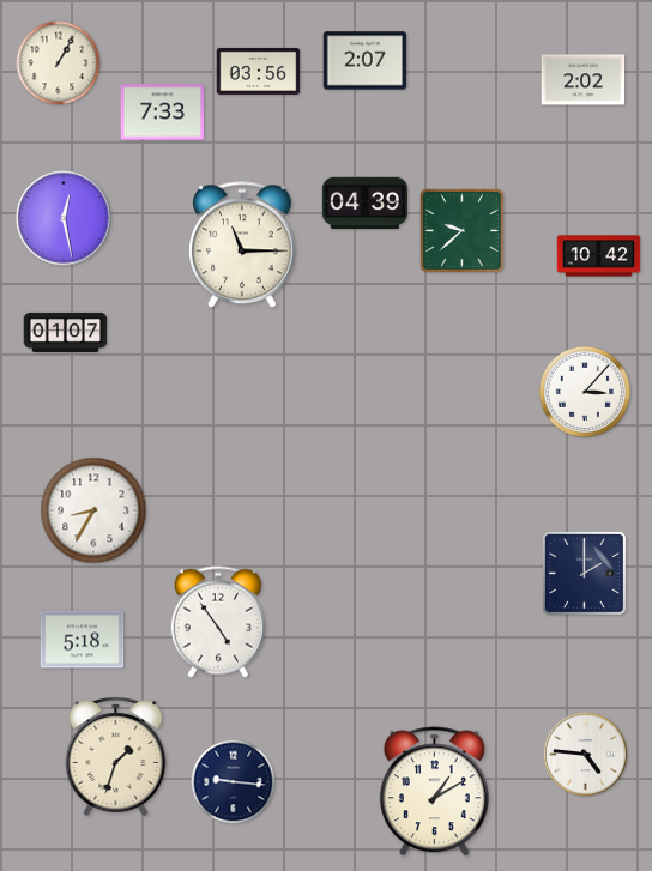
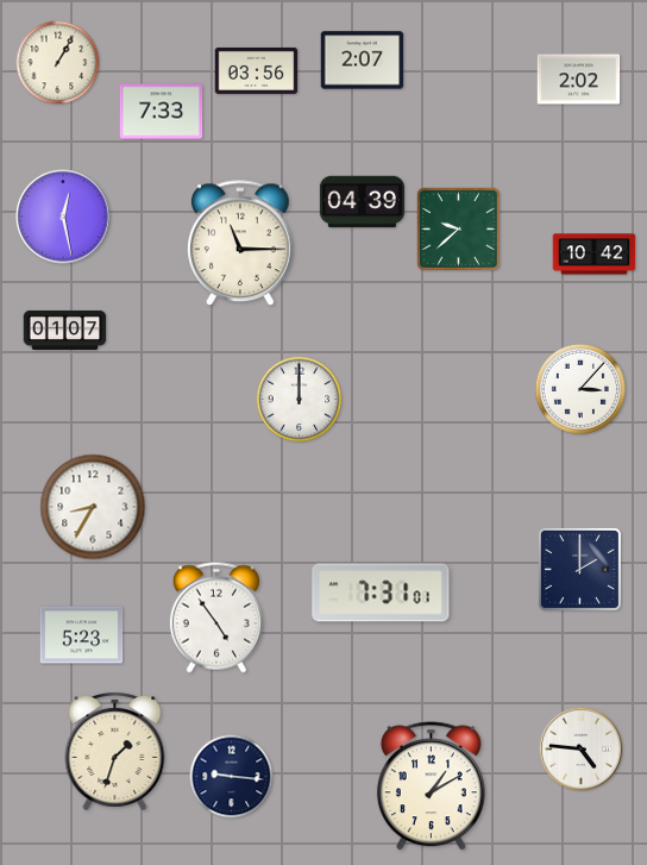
clock at (300, 400): none -> 12:00
clock at (381, 593): none -> 7:31
clock at (83, 640): 5:18 -> 5:23
